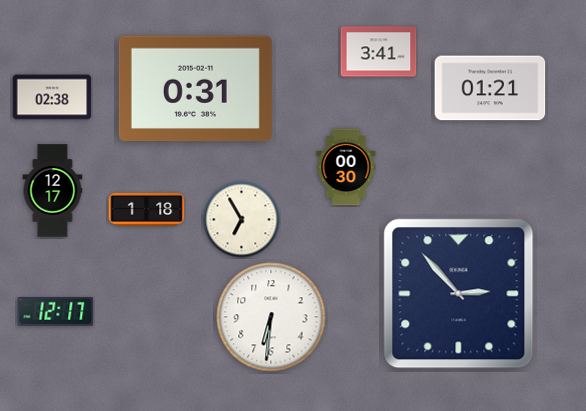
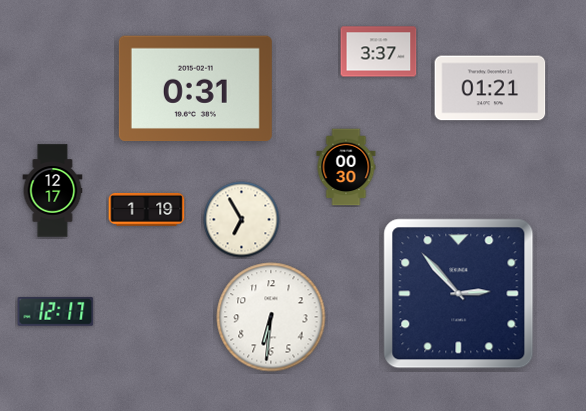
clock at (379, 52): 3:41 -> 3:37
clock at (52, 97): 02:38 -> none
clock at (147, 209): 1:18 -> 1:19
